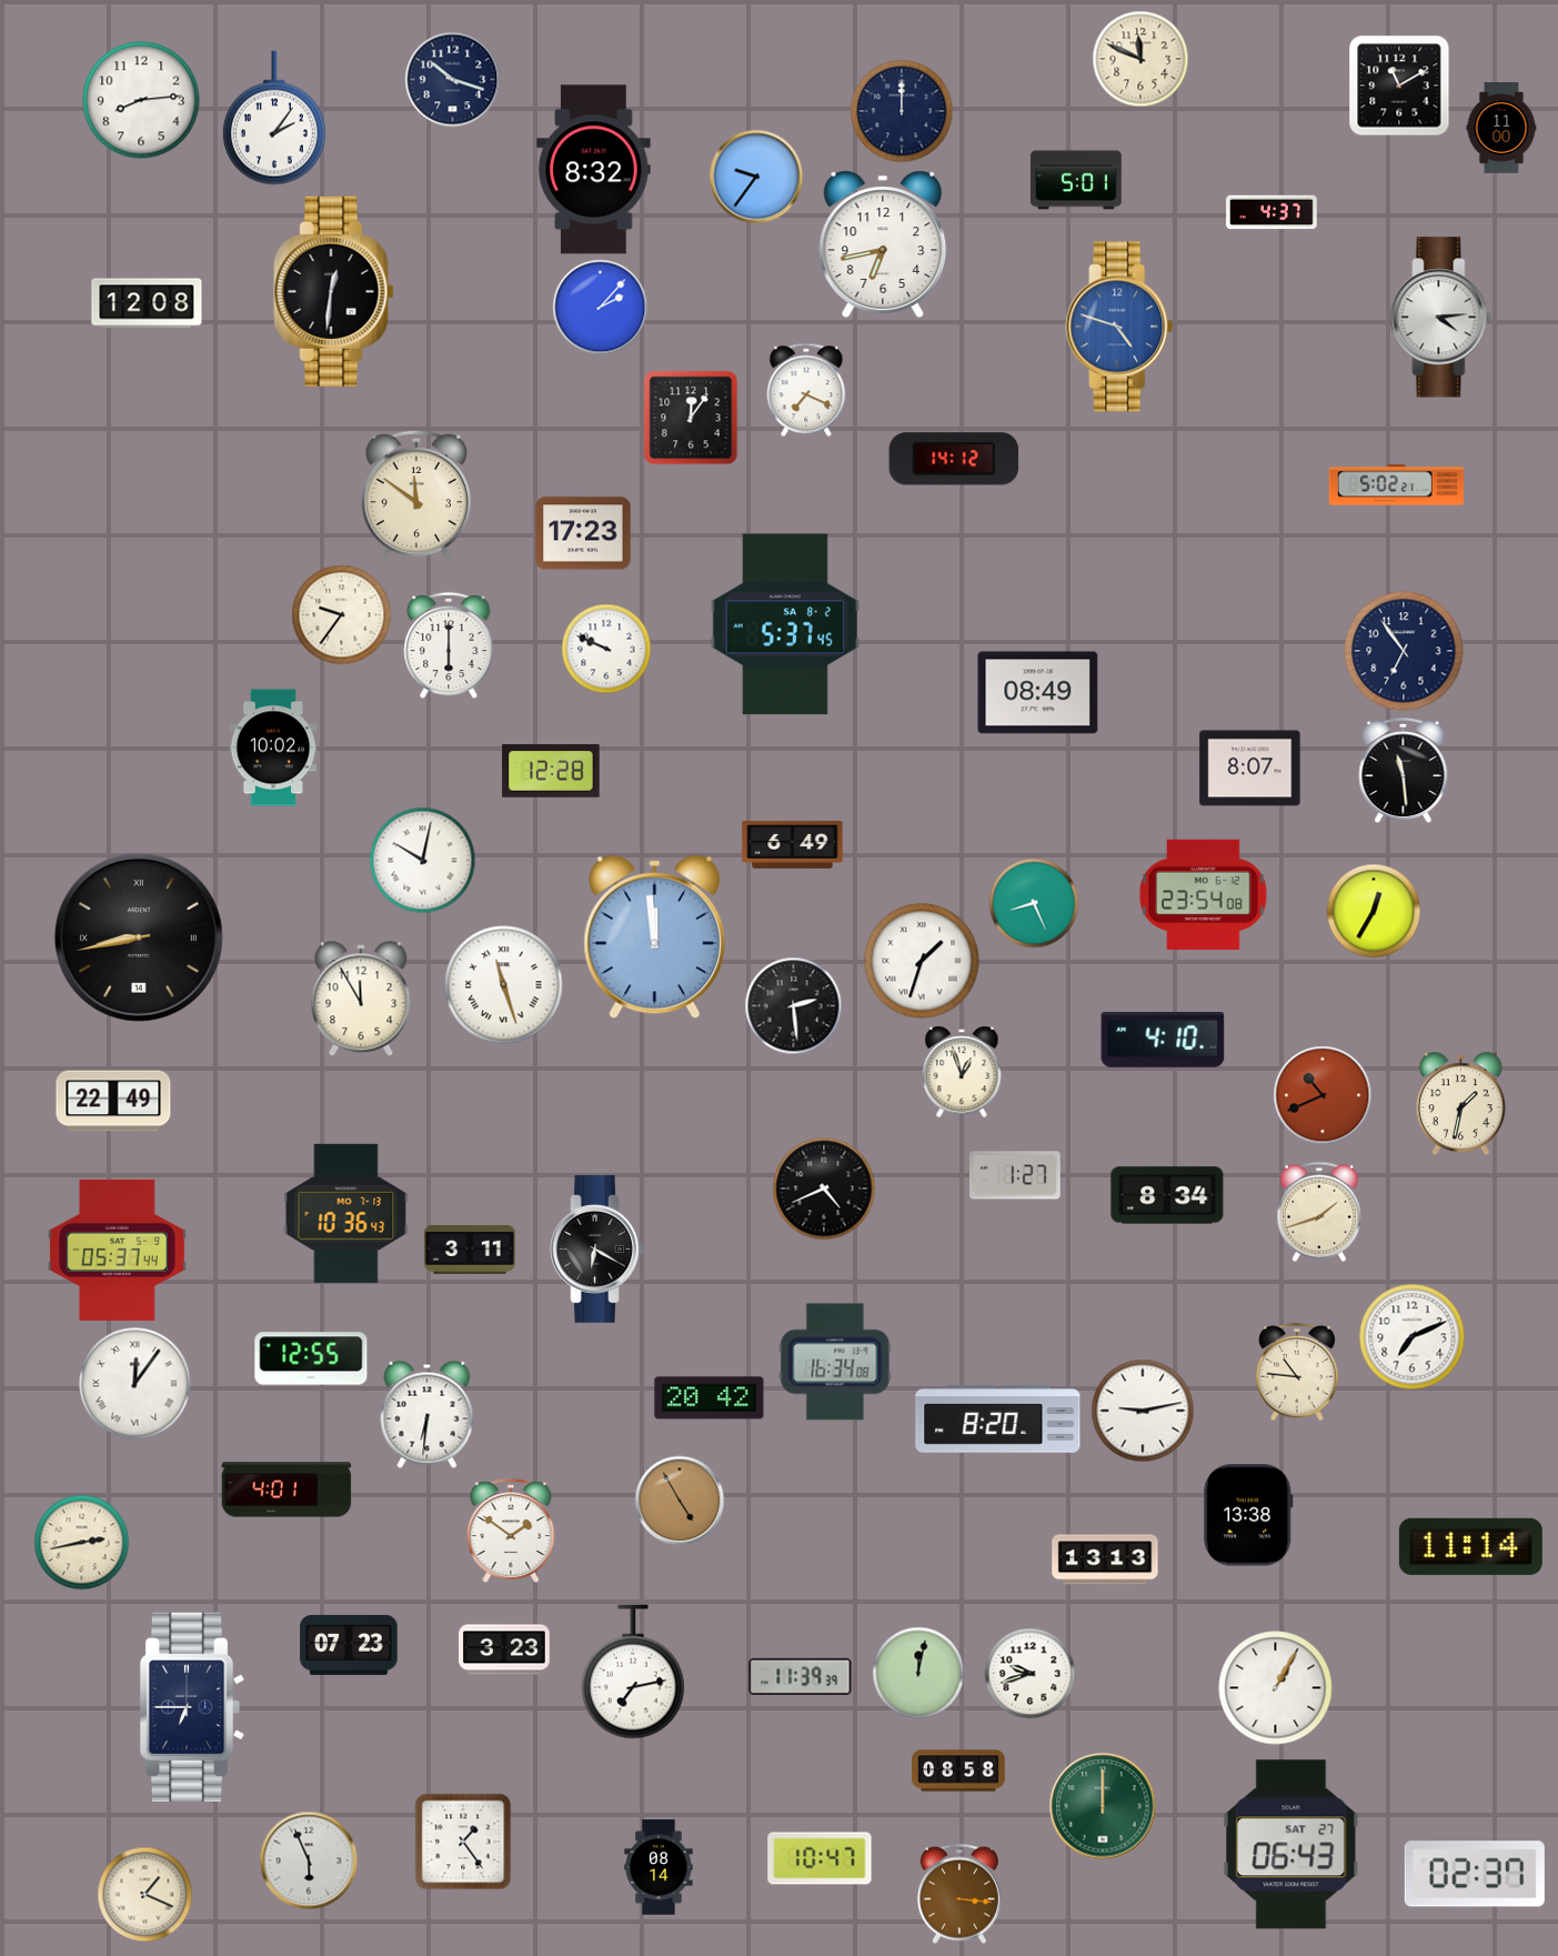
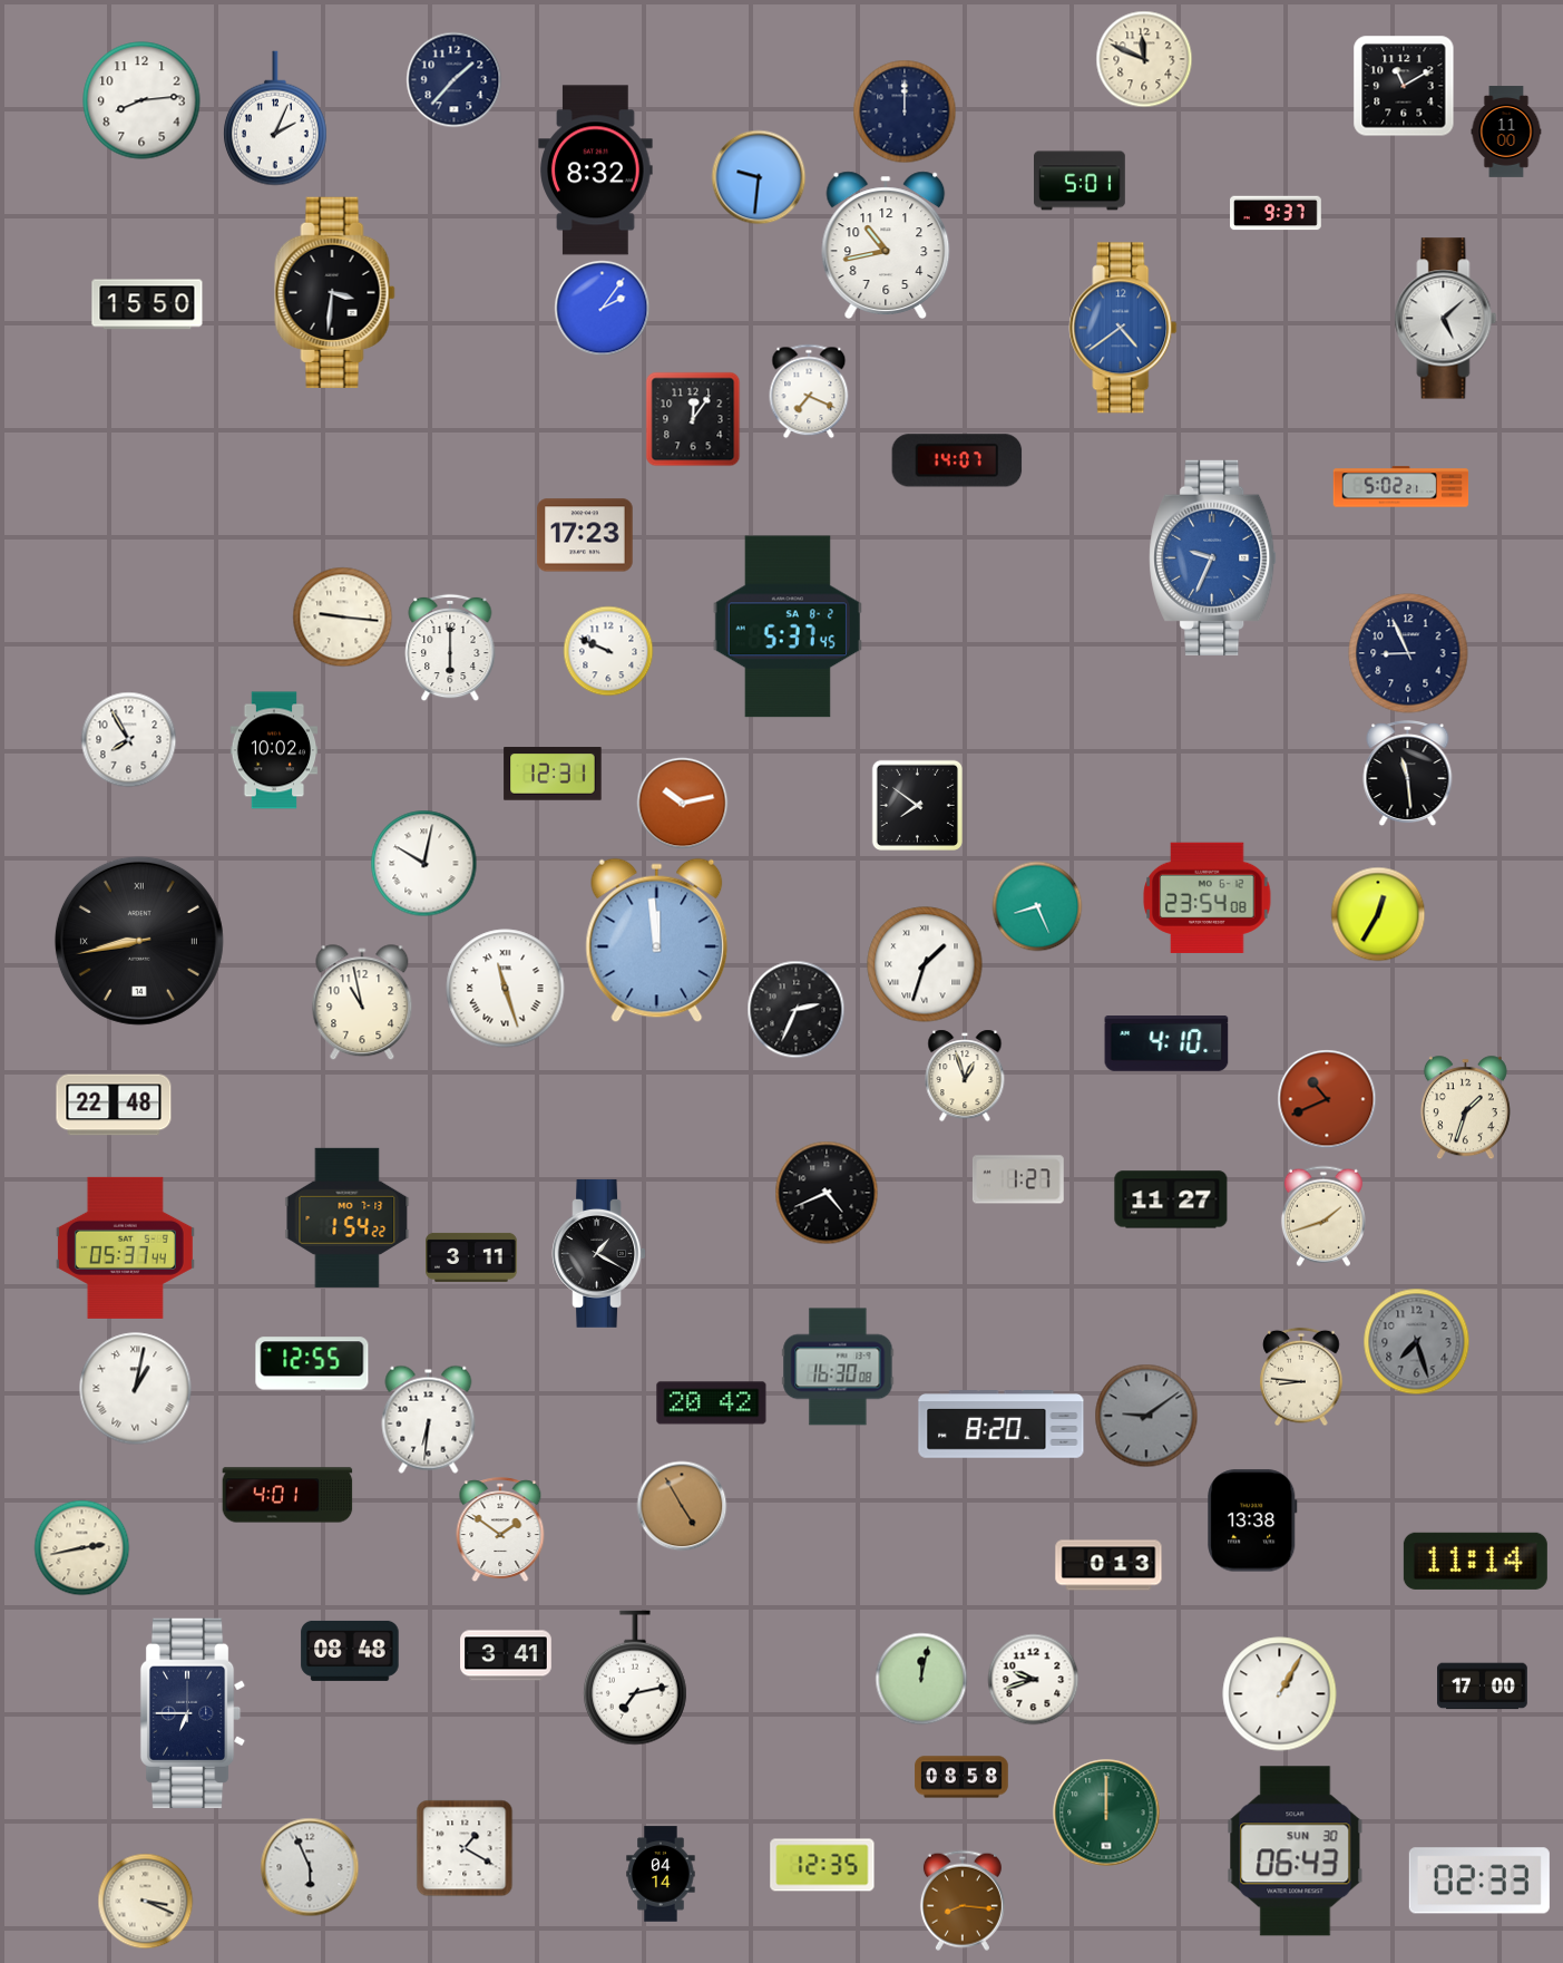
clock at (452, 79): 10:18 -> 1:37
clock at (274, 118): 2:06 -> 2:04
clock at (1501, 128) position: (1501, 128) -> (1506, 132)
clock at (756, 177): 9:36 -> 9:31
clock at (1271, 212): 4:37 -> 9:37
clock at (883, 244): 6:43 -> 10:43
clock at (334, 291): 12:31 -> 3:31
clock at (147, 303): 12:08 -> 15:50
clock at (600, 307): 2:07 -> 2:06
clock at (1441, 318): 4:14 -> 5:08
clock at (1119, 327): 4:48 -> 4:39
clock at (954, 459): 14:12 -> 14:07
clock at (416, 495): 11:51 -> none
clock at (1213, 557): none -> 9:34
clock at (341, 614): 9:36 -> 9:16
clock at (1404, 651): 6:54 -> 8:56
clock at (1038, 693): 08:49 -> none
clock at (128, 739): none -> 7:55
clock at (1250, 769): 8:07 -> none
clock at (551, 771): 12:28 -> 12:31
clock at (682, 803): none -> 10:13
clock at (917, 805): none -> 7:51
clock at (793, 844): 6:49 -> none
clock at (361, 999): 11:55 -> 10:58
clock at (793, 1005): 2:29 -> 2:34
clock at (113, 1101): 22:49 -> 22:48
clock at (1460, 1103): 1:32 -> 1:33
clock at (1167, 1195): 8:34 -> 11:27
clock at (346, 1213): 10:36 -> 1:54
clock at (597, 1248): 6:20 -> 1:20
clock at (117, 1250) position: (117, 1250) -> (125, 1247)
clock at (471, 1250) position: (471, 1250) -> (472, 1257)
clock at (1411, 1336): 7:11 -> 7:27
clock at (1411, 1336) dial: white -> grey
clock at (835, 1362): 16:34 -> 16:30
clock at (1297, 1372): 10:46 -> 8:46
clock at (135, 1384): 12:06 -> 1:02
clock at (1143, 1411): 9:13 -> 9:09
clock at (1143, 1411) dial: white -> grey
clock at (511, 1531) position: (511, 1531) -> (500, 1529)
clock at (1470, 1546) position: (1470, 1546) -> (1475, 1561)
clock at (1105, 1559): 13:13 -> 0:13
clock at (349, 1645): 07:23 -> 08:48
clock at (504, 1649): 3:23 -> 3:41
clock at (801, 1676): 11:39 -> none
clock at (1483, 1687): none -> 17:00
clock at (463, 1842): 1:24 -> 1:20
clock at (1291, 1845) date: SAT 27 -> SUN 30
clock at (820, 1858): 10:47 -> 12:35
clock at (659, 1867): 08:14 -> 04:14
clock at (1475, 1874): 02:37 -> 02:33
clock at (144, 1894): 1:19 -> 3:19
clock at (959, 1894): 3:16 -> 8:16
